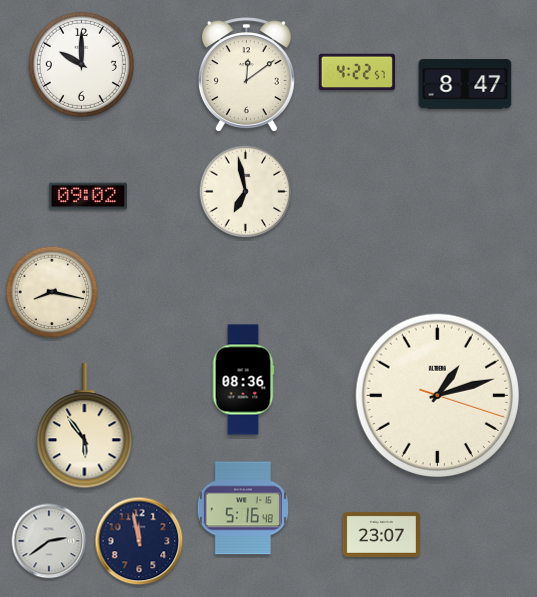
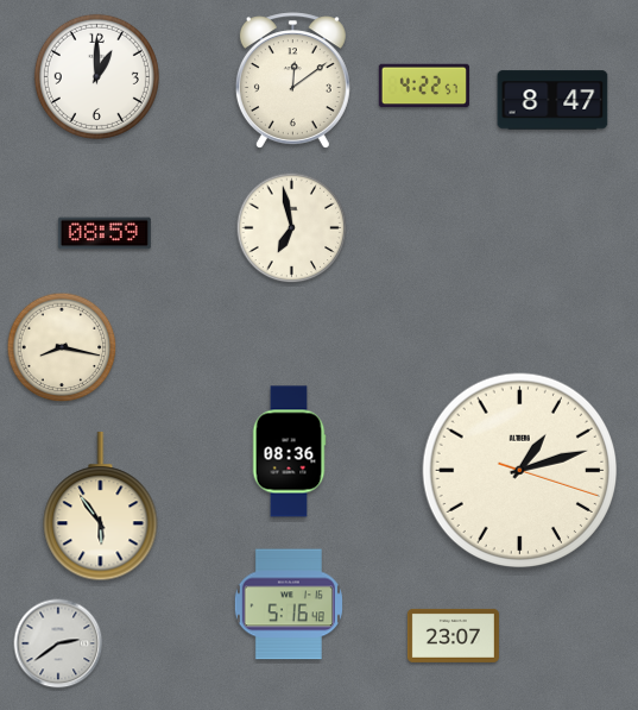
clock at (81, 64): 10:00 -> 1:00
clock at (246, 75) position: (246, 75) -> (292, 81)
clock at (88, 196): 09:02 -> 08:59
clock at (139, 541): 11:58 -> none
